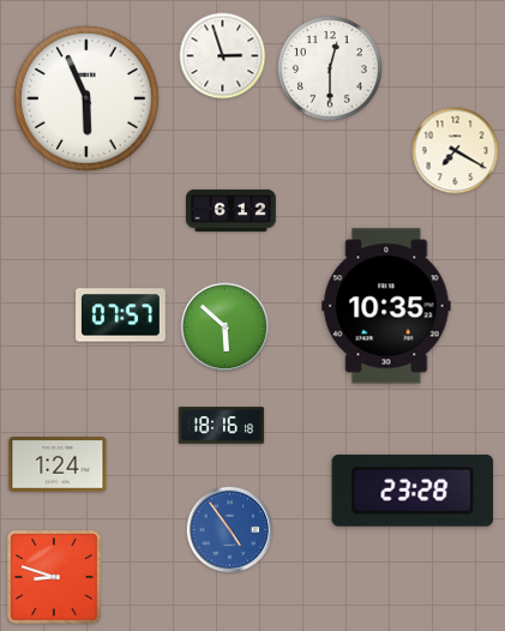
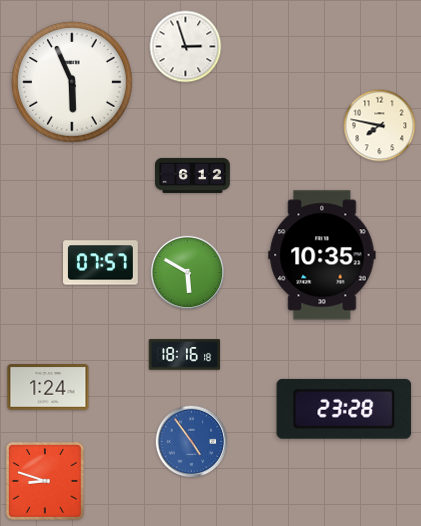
clock at (331, 70): 12:30 -> none
clock at (456, 151): 7:20 -> 7:47
clock at (226, 327): 5:52 -> 5:50
